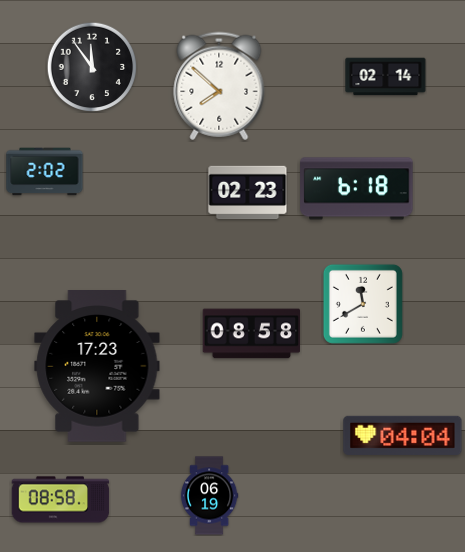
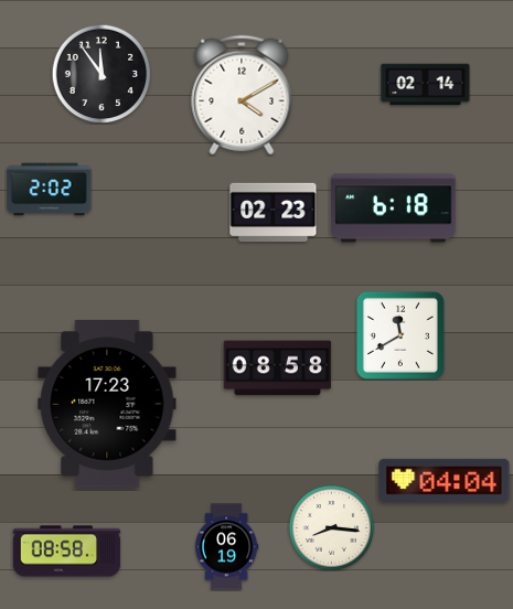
clock at (219, 86): 7:52 -> 4:10
clock at (331, 527): none -> 8:16
clock at (209, 496) position: (209, 496) -> (226, 547)
